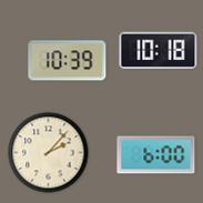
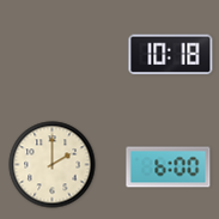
clock at (68, 61): 10:39 -> none
clock at (49, 153): 2:07 -> 2:00
